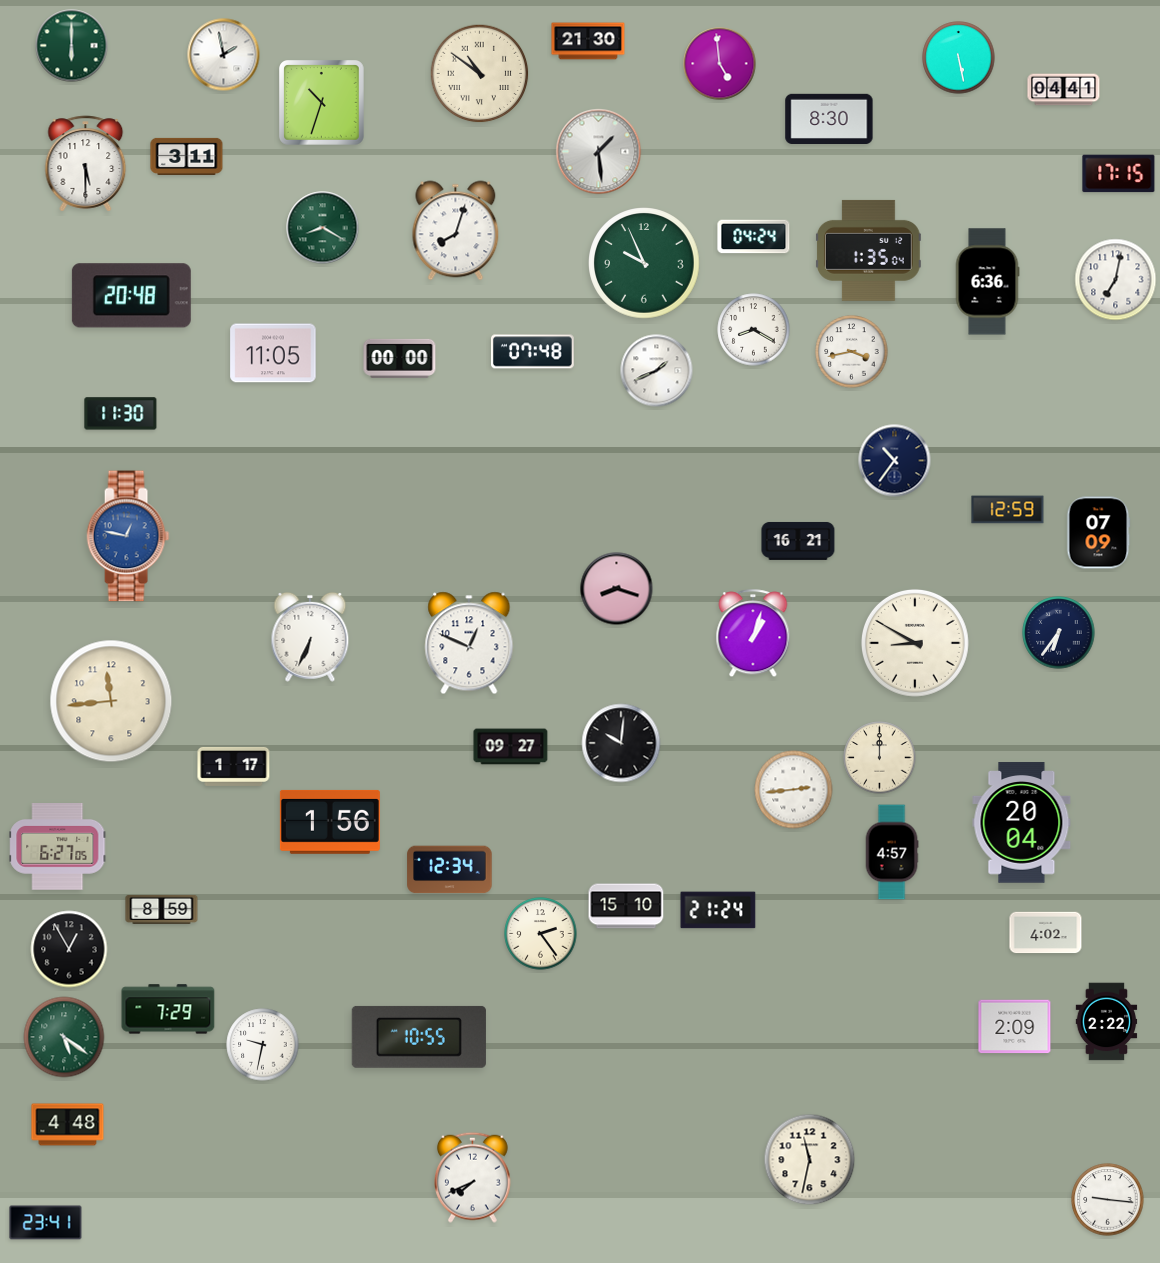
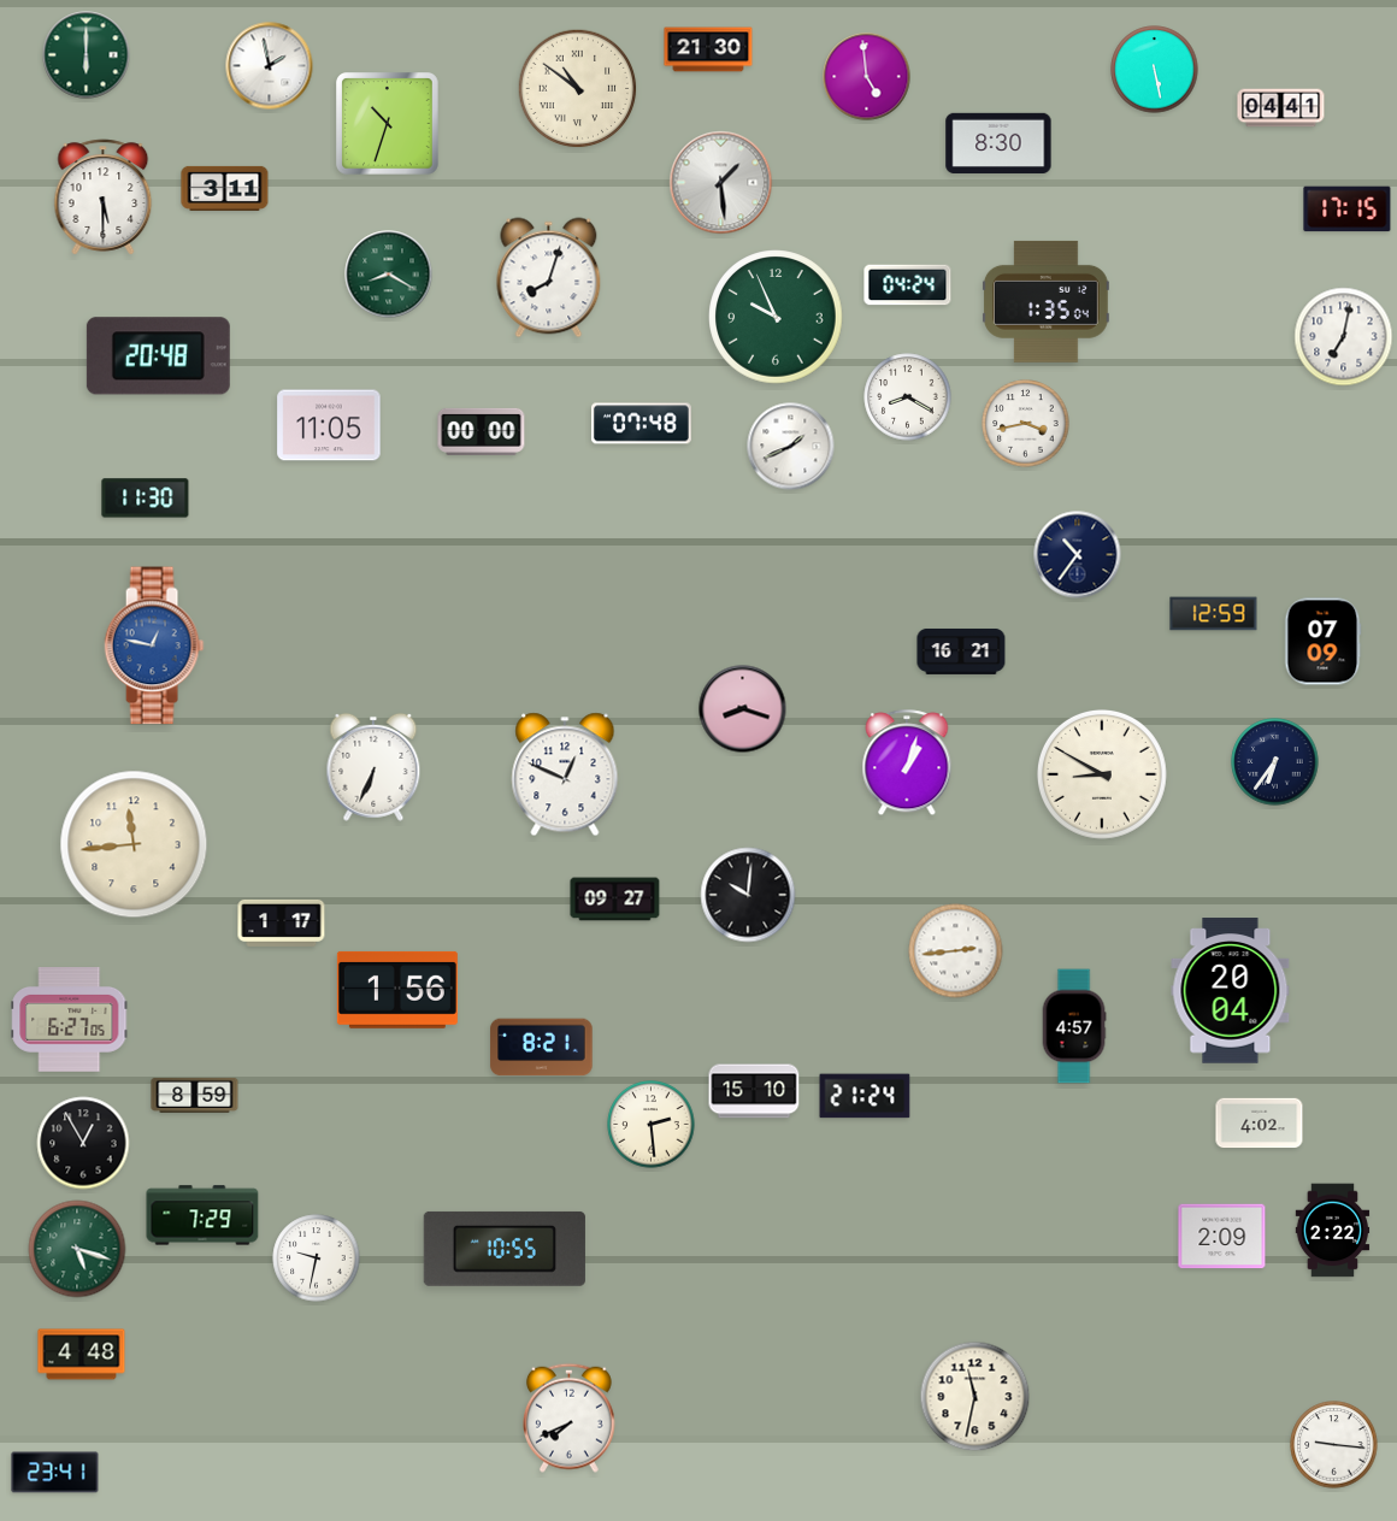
clock at (987, 282): 6:36 -> none
clock at (880, 758): 12:00 -> none
clock at (450, 870): 12:34 -> 8:21
clock at (541, 934): 2:24 -> 2:29
clock at (64, 1037): 5:21 -> 5:18
